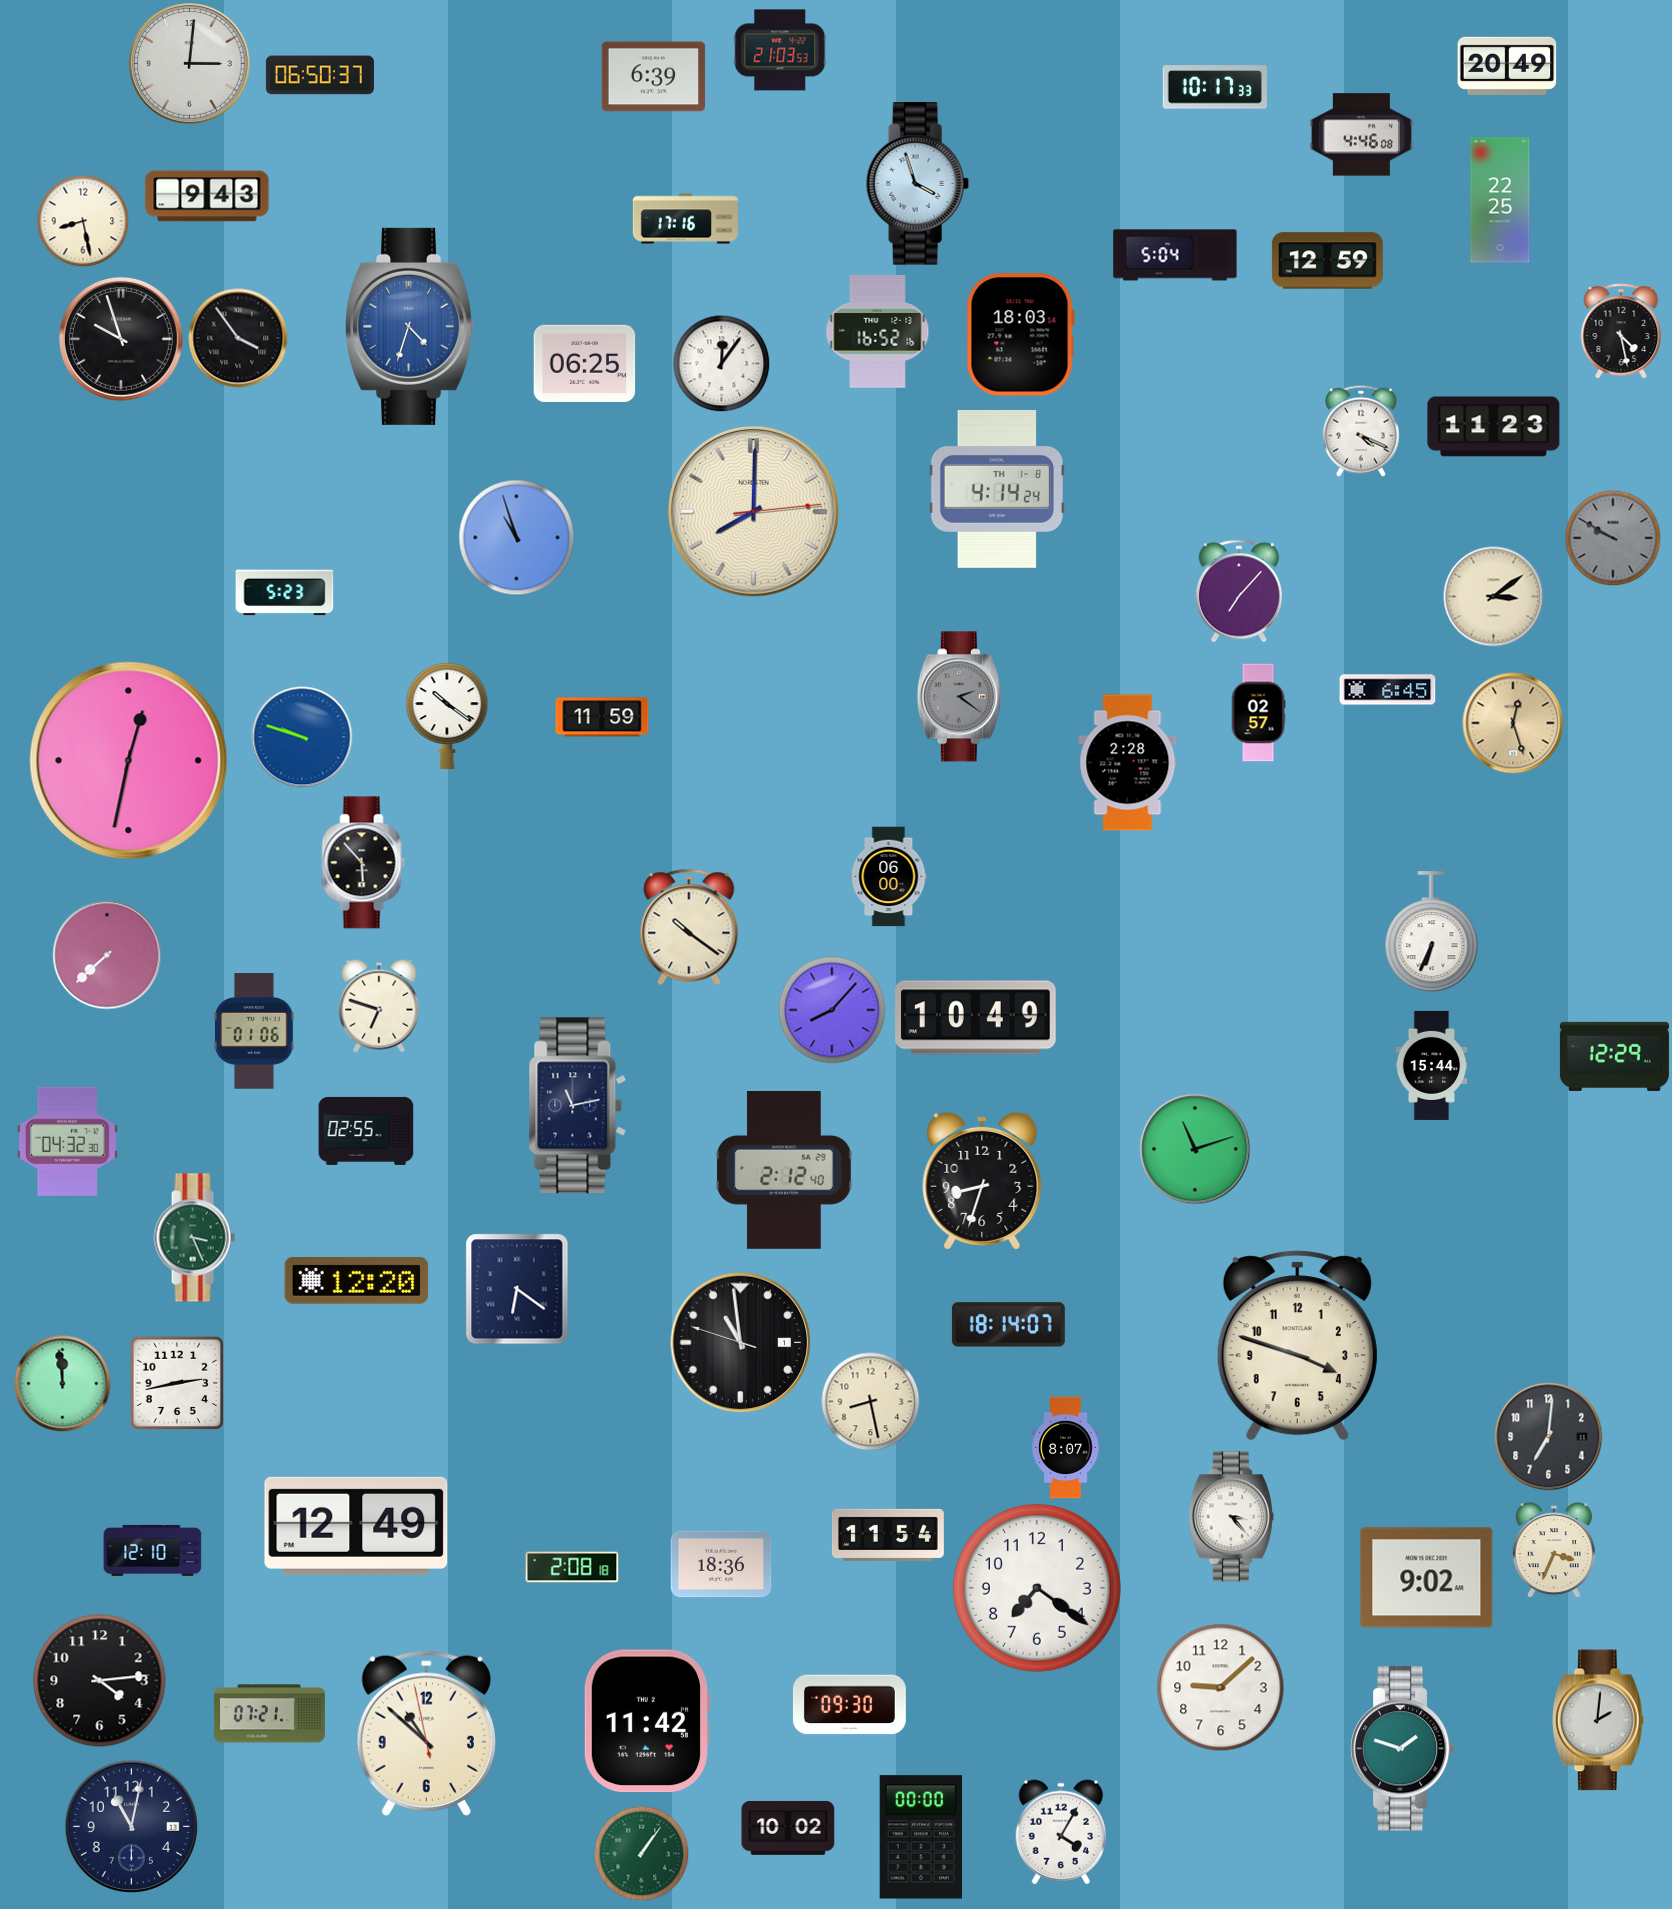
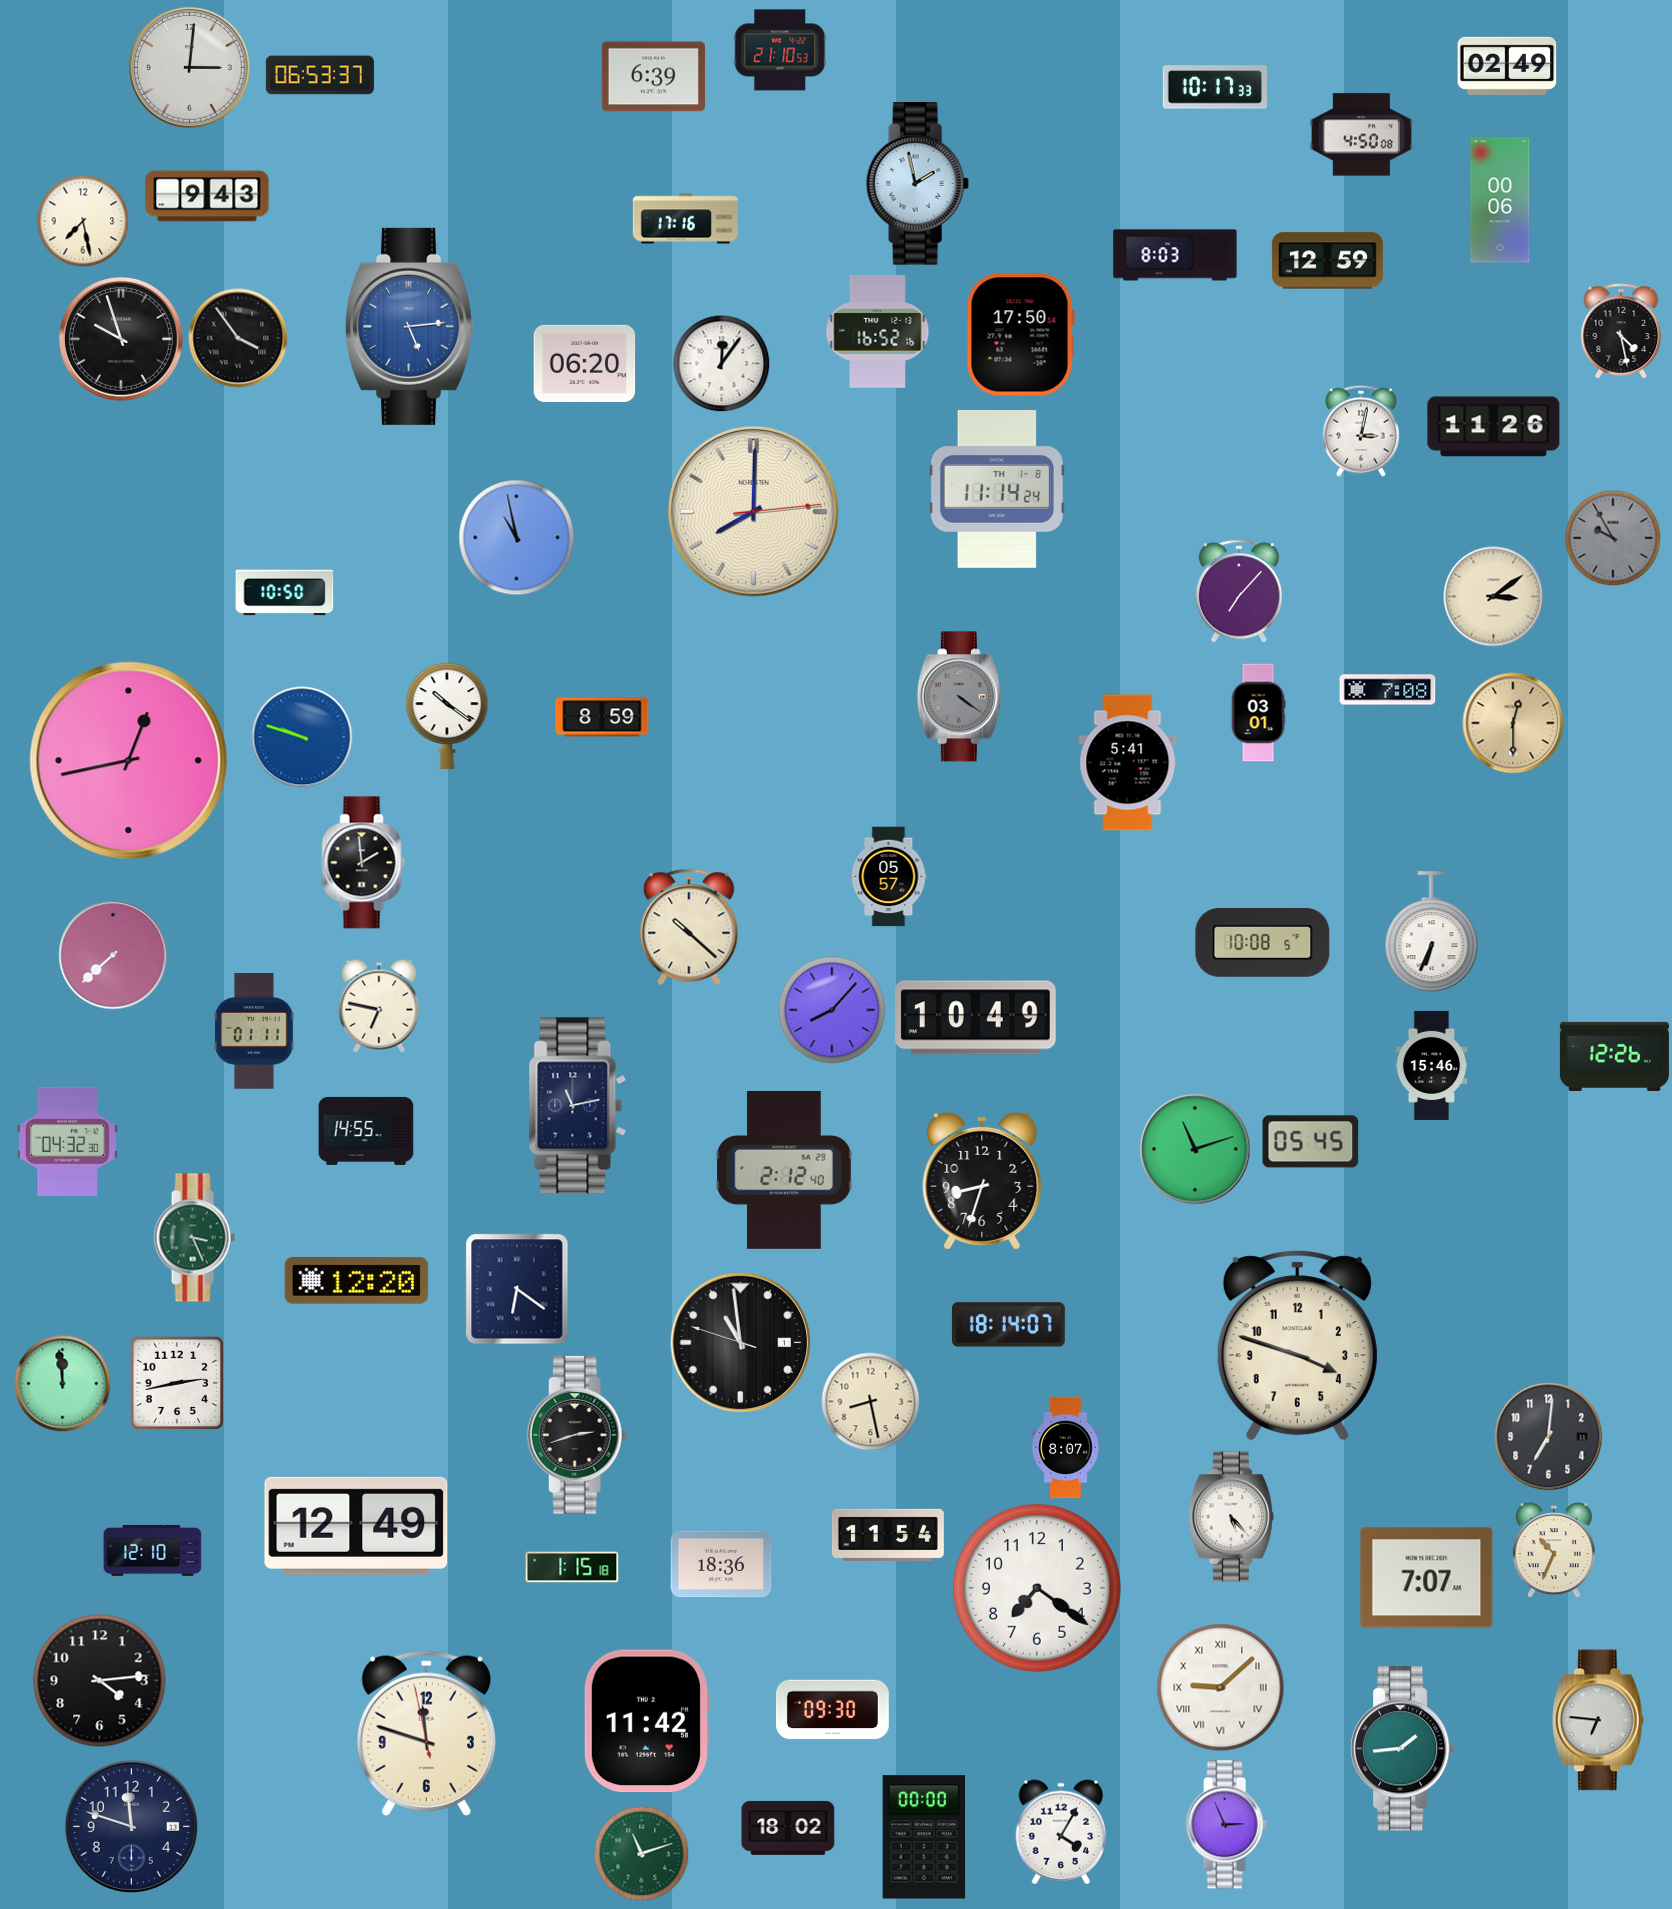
clock at (780, 50): 21:03 -> 21:10
clock at (190, 64) position: (190, 64) -> (190, 68)
clock at (1507, 66): 20:49 -> 02:49
clock at (320, 75): 06:50 -> 06:53
clock at (1362, 135): 4:46 -> 4:50
clock at (917, 184): 3:57 -> 1:58
clock at (1500, 200): 22:25 -> 00:06
clock at (83, 221): 8:28 -> 7:28
clock at (1175, 255): 5:04 -> 8:03
clock at (410, 326): 4:33 -> 5:14
clock at (1020, 335): 18:03 -> 17:50
clock at (585, 363): 06:25 -> 06:20
clock at (1494, 427): 11:23 -> 11:26
clock at (1362, 431): 4:19 -> 3:02
clock at (997, 489): 4:14 -> 11:14
clock at (517, 538): 10:57 -> 10:58
clock at (1613, 538): 9:50 -> 9:55
clock at (285, 593): 5:23 -> 10:50
clock at (1388, 690): 6:45 -> 7:08
clock at (959, 697): 2:21 -> 4:21
clock at (1258, 713): 02:57 -> 03:01
clock at (602, 717): 11:59 -> 8:59
clock at (1513, 723): 12:27 -> 12:30
clock at (129, 761): 12:32 -> 12:43
clock at (1128, 763): 2:28 -> 5:41
clock at (364, 863): 5:53 -> 1:59
clock at (889, 877): 06:00 -> 05:57
clock at (689, 927): 10:21 -> 10:22
clock at (1263, 942): none -> 10:08
clock at (107, 955) position: (107, 955) -> (113, 955)
clock at (379, 1006): 6:48 -> 6:47
clock at (255, 1031): 01:06 -> 01:11
clock at (1614, 1056): 12:29 -> 12:26
clock at (1432, 1065): 15:44 -> 15:46
clock at (366, 1131): 02:55 -> 14:55
clock at (1311, 1142): none -> 05:45
clock at (577, 1435): none -> 2:42
clock at (1231, 1517): 3:23 -> 5:23
clock at (1554, 1550): 3:34 -> 10:34
clock at (572, 1567): 2:08 -> 1:15
clock at (1427, 1578): 9:02 -> 7:07
clock at (1221, 1688) numerals: Arabic -> Roman
clock at (849, 1705) position: (849, 1705) -> (832, 1710)
clock at (269, 1714): 07:21 -> none
clock at (1598, 1720): 2:01 -> 6:46
clock at (426, 1733): 10:51 -> 11:47
clock at (1402, 1749): 1:48 -> 1:44
clock at (1226, 1825): none -> 2:56
clock at (131, 1826): 11:02 -> 11:48
clock at (788, 1828): 10:02 -> 18:02
clock at (921, 1837) position: (921, 1837) -> (924, 1837)
clock at (641, 1853): 1:06 -> 11:12
